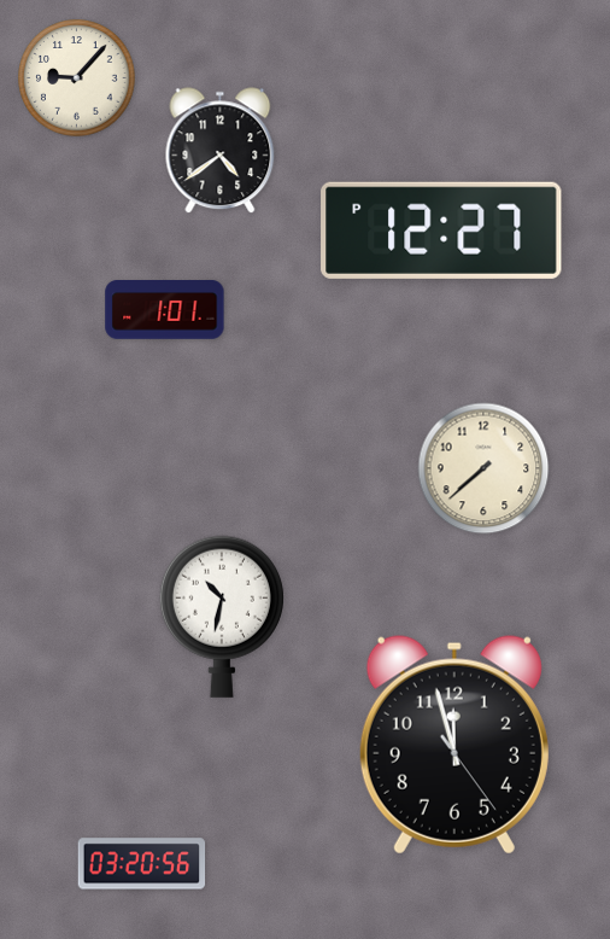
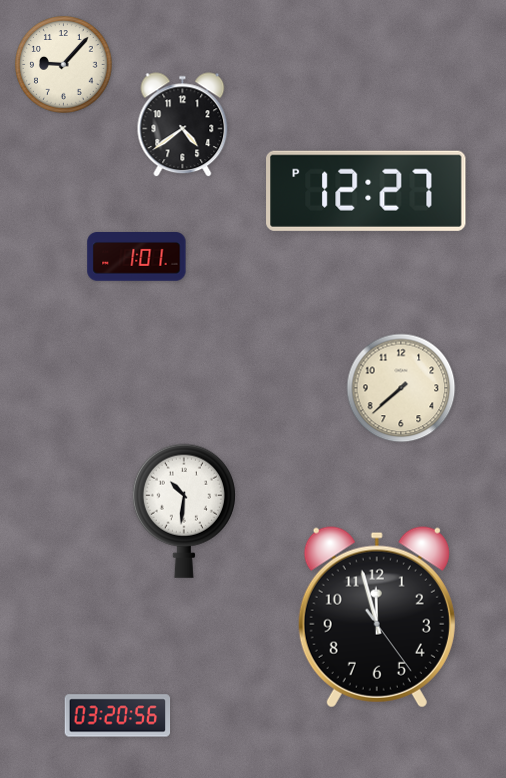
clock at (222, 617): 10:32 -> 10:31
